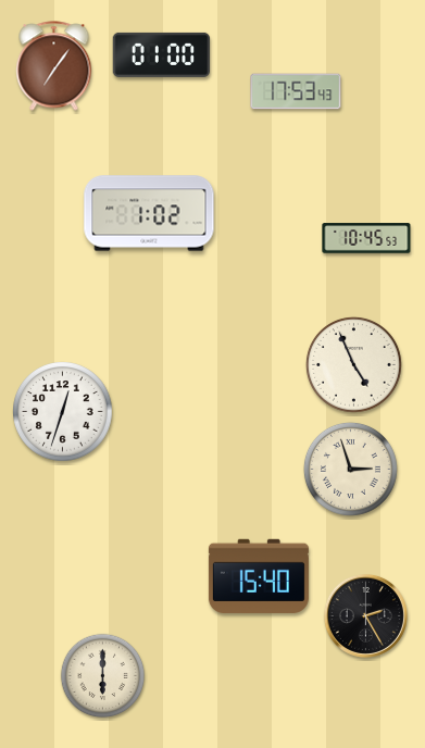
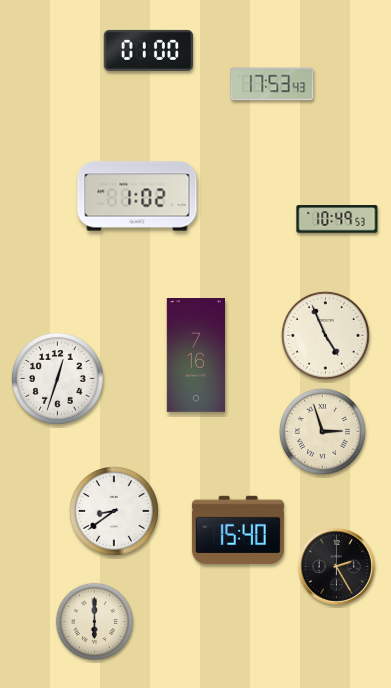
clock at (54, 66): 7:06 -> none
clock at (366, 238): 10:45 -> 10:49
clock at (195, 356): none -> 7:16
clock at (115, 512): none -> 8:39
